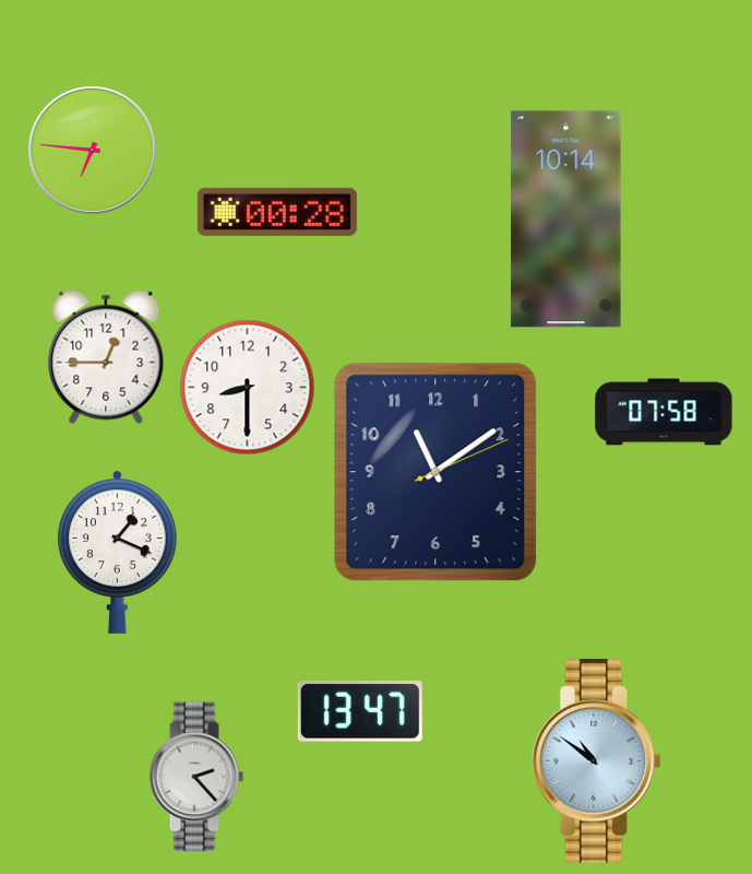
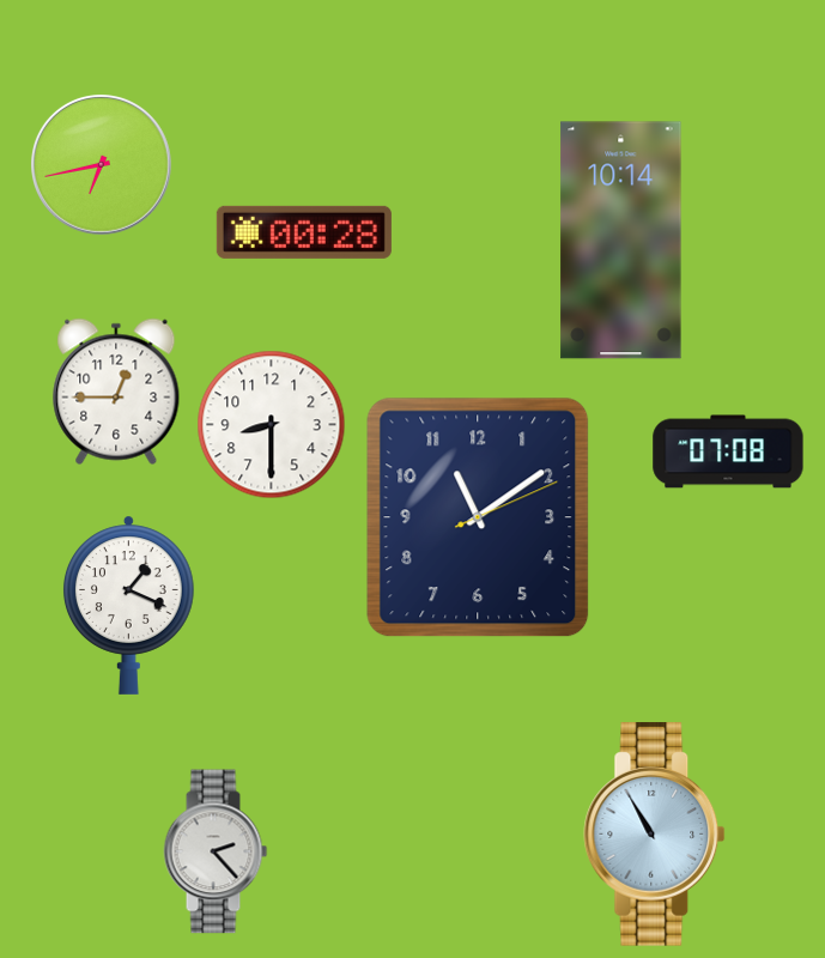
clock at (93, 151): 6:46 -> 6:43
clock at (664, 412): 07:58 -> 07:08
clock at (360, 711): 13:47 -> none
clock at (597, 761): 10:51 -> 10:55
